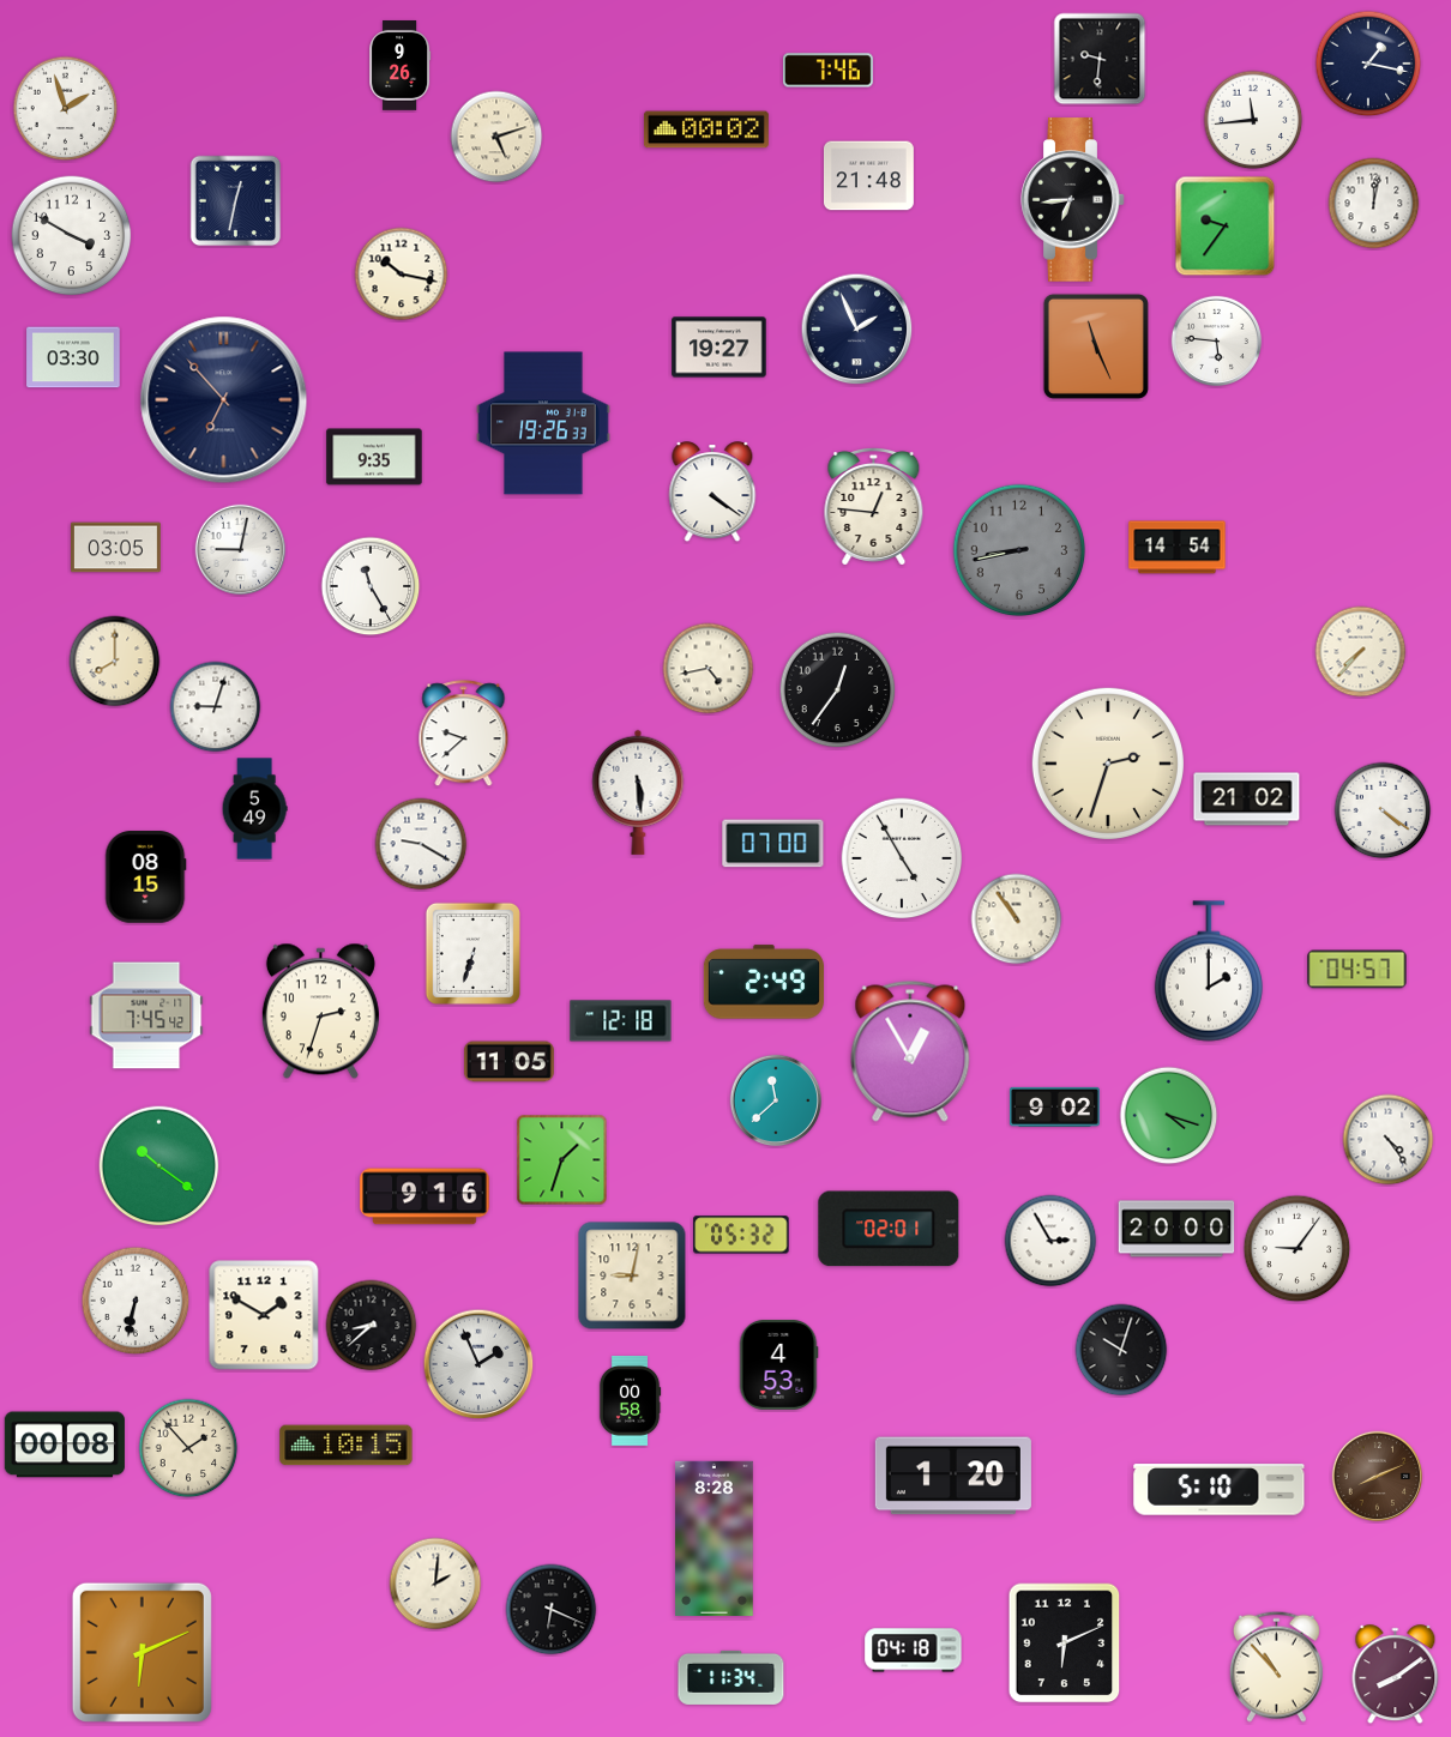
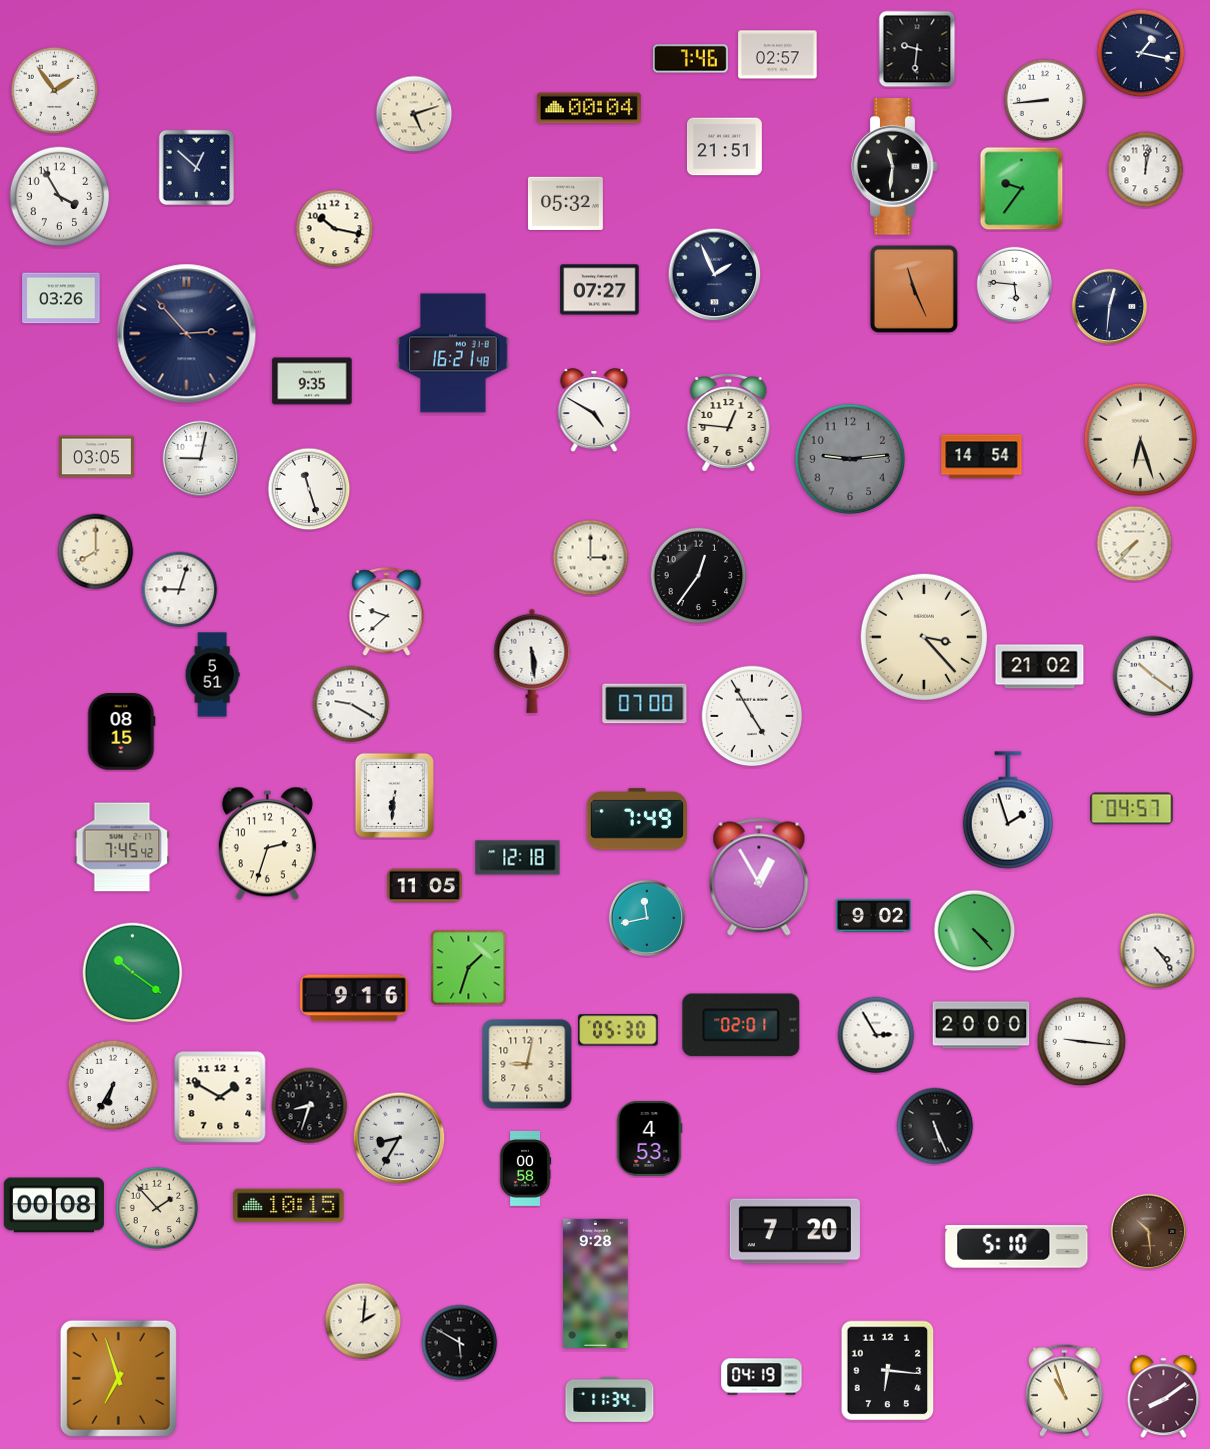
clock at (401, 66): 9:26 -> none
clock at (778, 55): none -> 02:57
clock at (66, 109): 1:57 -> 1:54
clock at (1253, 120): 11:44 -> 8:44
clock at (706, 129): 00:02 -> 00:04
clock at (868, 176): 21:48 -> 21:51
clock at (1073, 200): 6:44 -> 11:31
clock at (236, 201): 12:32 -> 12:52
clock at (72, 236): 3:50 -> 3:55
clock at (565, 203): none -> 05:32
clock at (720, 348): 19:27 -> 07:27
clock at (73, 357): 03:30 -> 03:26
clock at (1110, 307): none -> 12:31
clock at (224, 400): 6:53 -> 2:53
clock at (543, 423): 19:26 -> 16:21
clock at (712, 493): 4:21 -> 4:50
clock at (1141, 440): none -> 6:27
clock at (1019, 550): 8:43 -> 9:14
clock at (371, 586): 11:25 -> 11:27
clock at (709, 669): 4:43 -> 3:00
clock at (1108, 764): 2:33 -> 3:23
clock at (254, 809): 5:49 -> 5:51
clock at (1383, 810): 4:21 -> 10:21
clock at (1017, 919): 10:54 -> none
clock at (472, 953): 6:33 -> 6:31
clock at (1209, 971): 2:00 -> 1:57
clock at (764, 982): 2:49 -> 7:49
clock at (621, 1021) position: (621, 1021) -> (518, 858)
clock at (776, 1100): 11:38 -> 11:43
clock at (1054, 1106) position: (1054, 1106) -> (873, 915)
clock at (1169, 1116): 4:18 -> 4:23
clock at (741, 1235): 05:32 -> 05:30
clock at (1298, 1249): 9:06 -> 9:16
clock at (136, 1301): 6:32 -> 6:35
clock at (372, 1326): 8:38 -> 8:33
clock at (1121, 1350): 10:03 -> 5:26
clock at (478, 1364): 1:56 -> 8:35
clock at (953, 1476): 1:20 -> 7:20
clock at (1378, 1477): 8:11 -> 10:29
clock at (1220, 1490) position: (1220, 1490) -> (1017, 1247)
clock at (715, 1538): 8:28 -> 9:28
clock at (552, 1610): 6:19 -> 5:50
clock at (1065, 1643): 6:11 -> 6:16
clock at (914, 1651): 04:18 -> 04:19
clock at (142, 1652): 6:11 -> 6:57
clock at (1276, 1666): 10:53 -> 10:57
